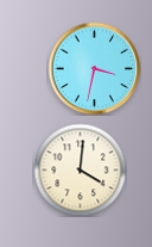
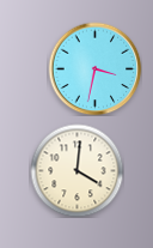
clock at (80, 169) position: (80, 169) -> (76, 170)
